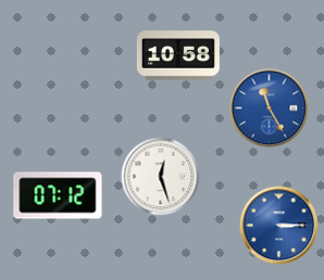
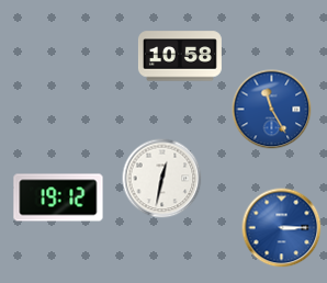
clock at (161, 177): 12:27 -> 12:32
clock at (58, 195): 07:12 -> 19:12
